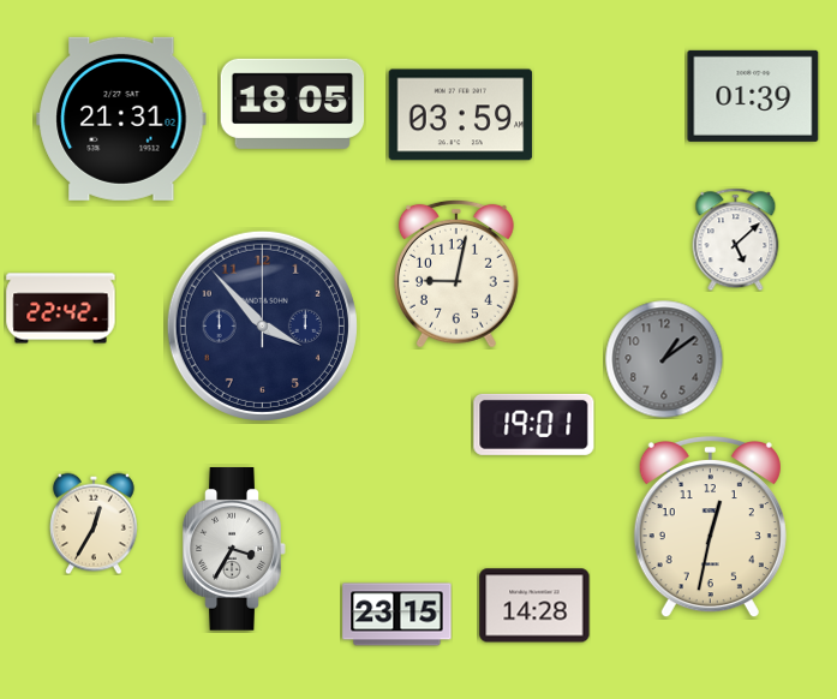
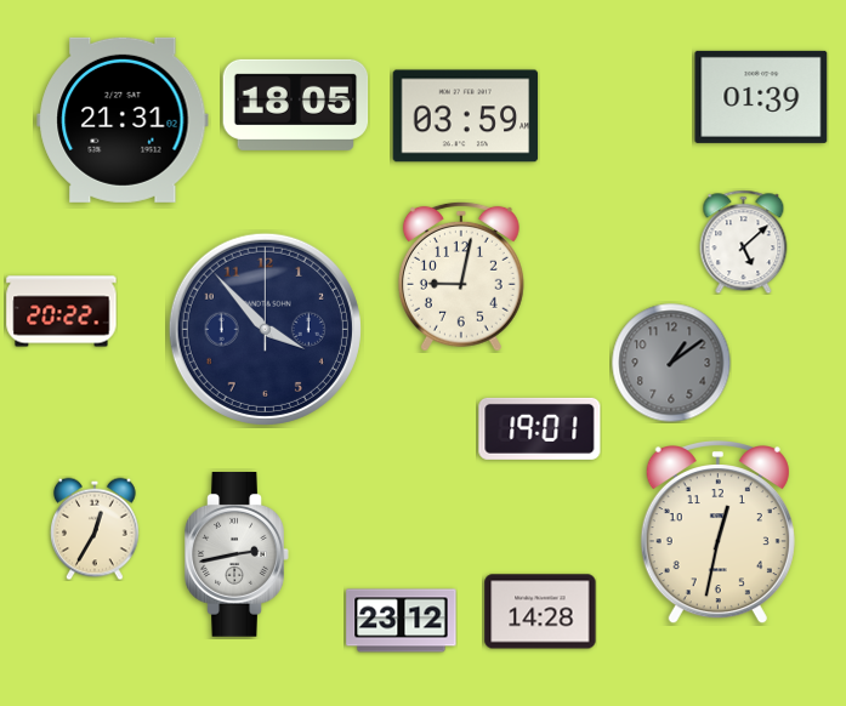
clock at (61, 309): 22:42 -> 20:22
clock at (234, 550): 3:35 -> 2:43
clock at (397, 615): 23:15 -> 23:12
